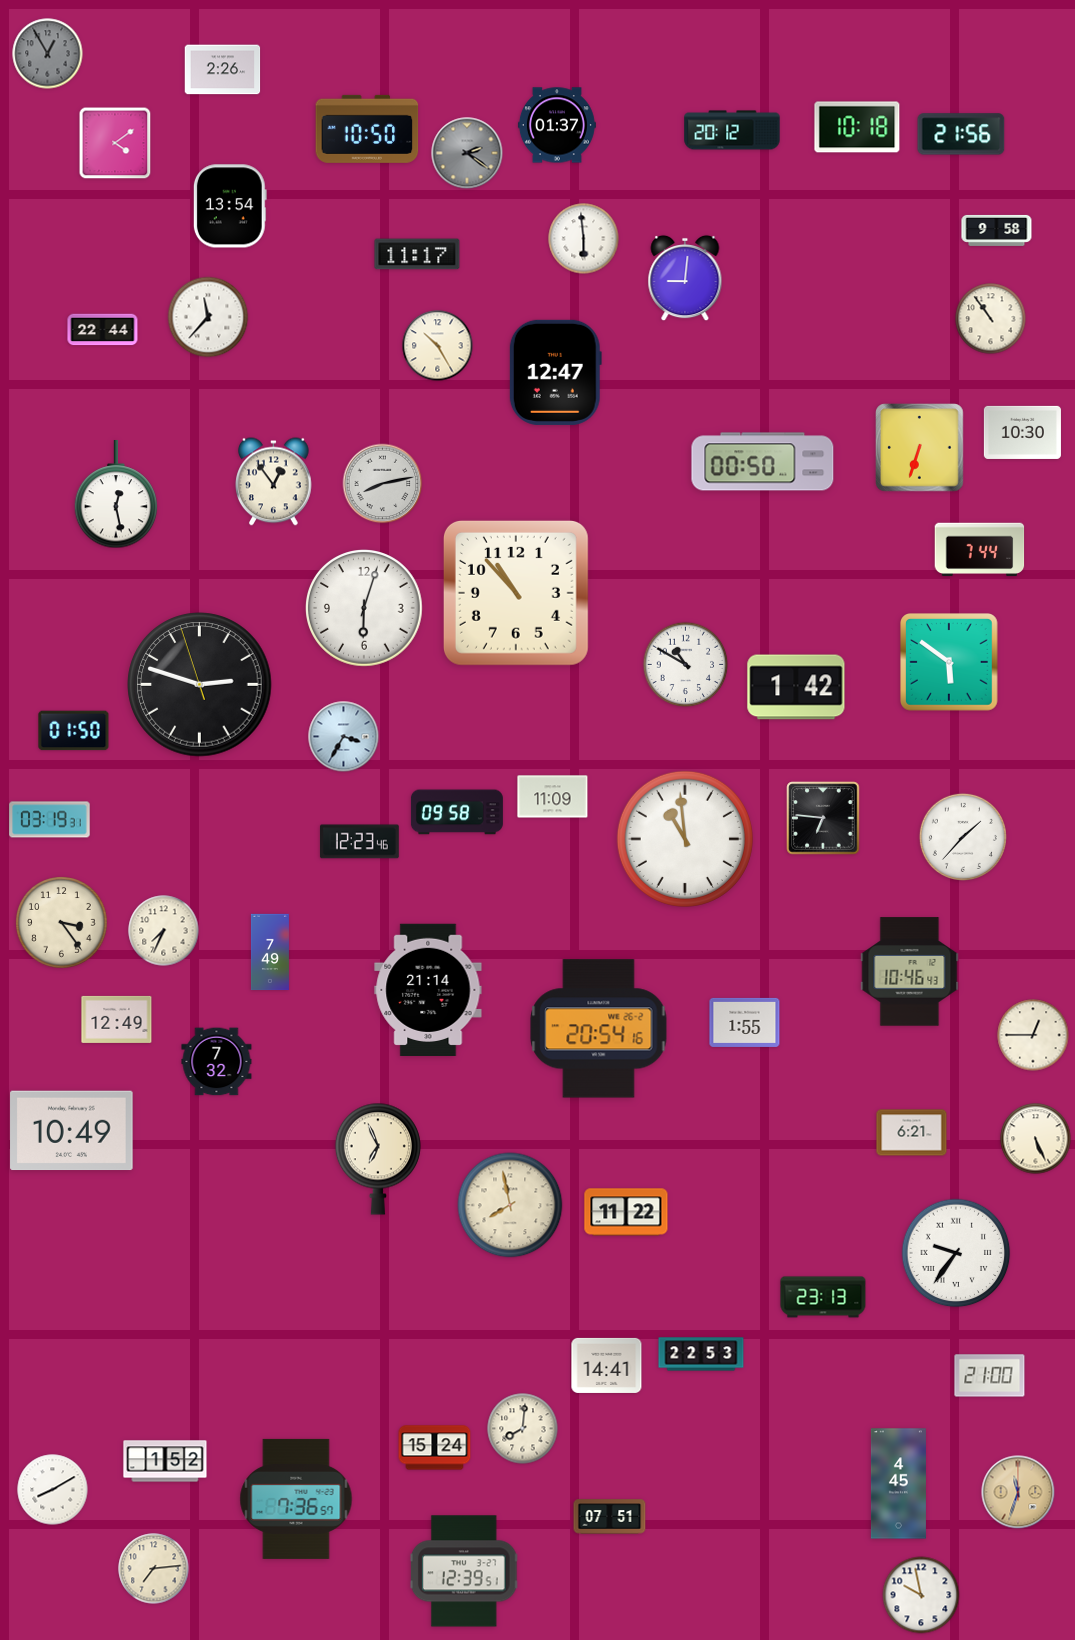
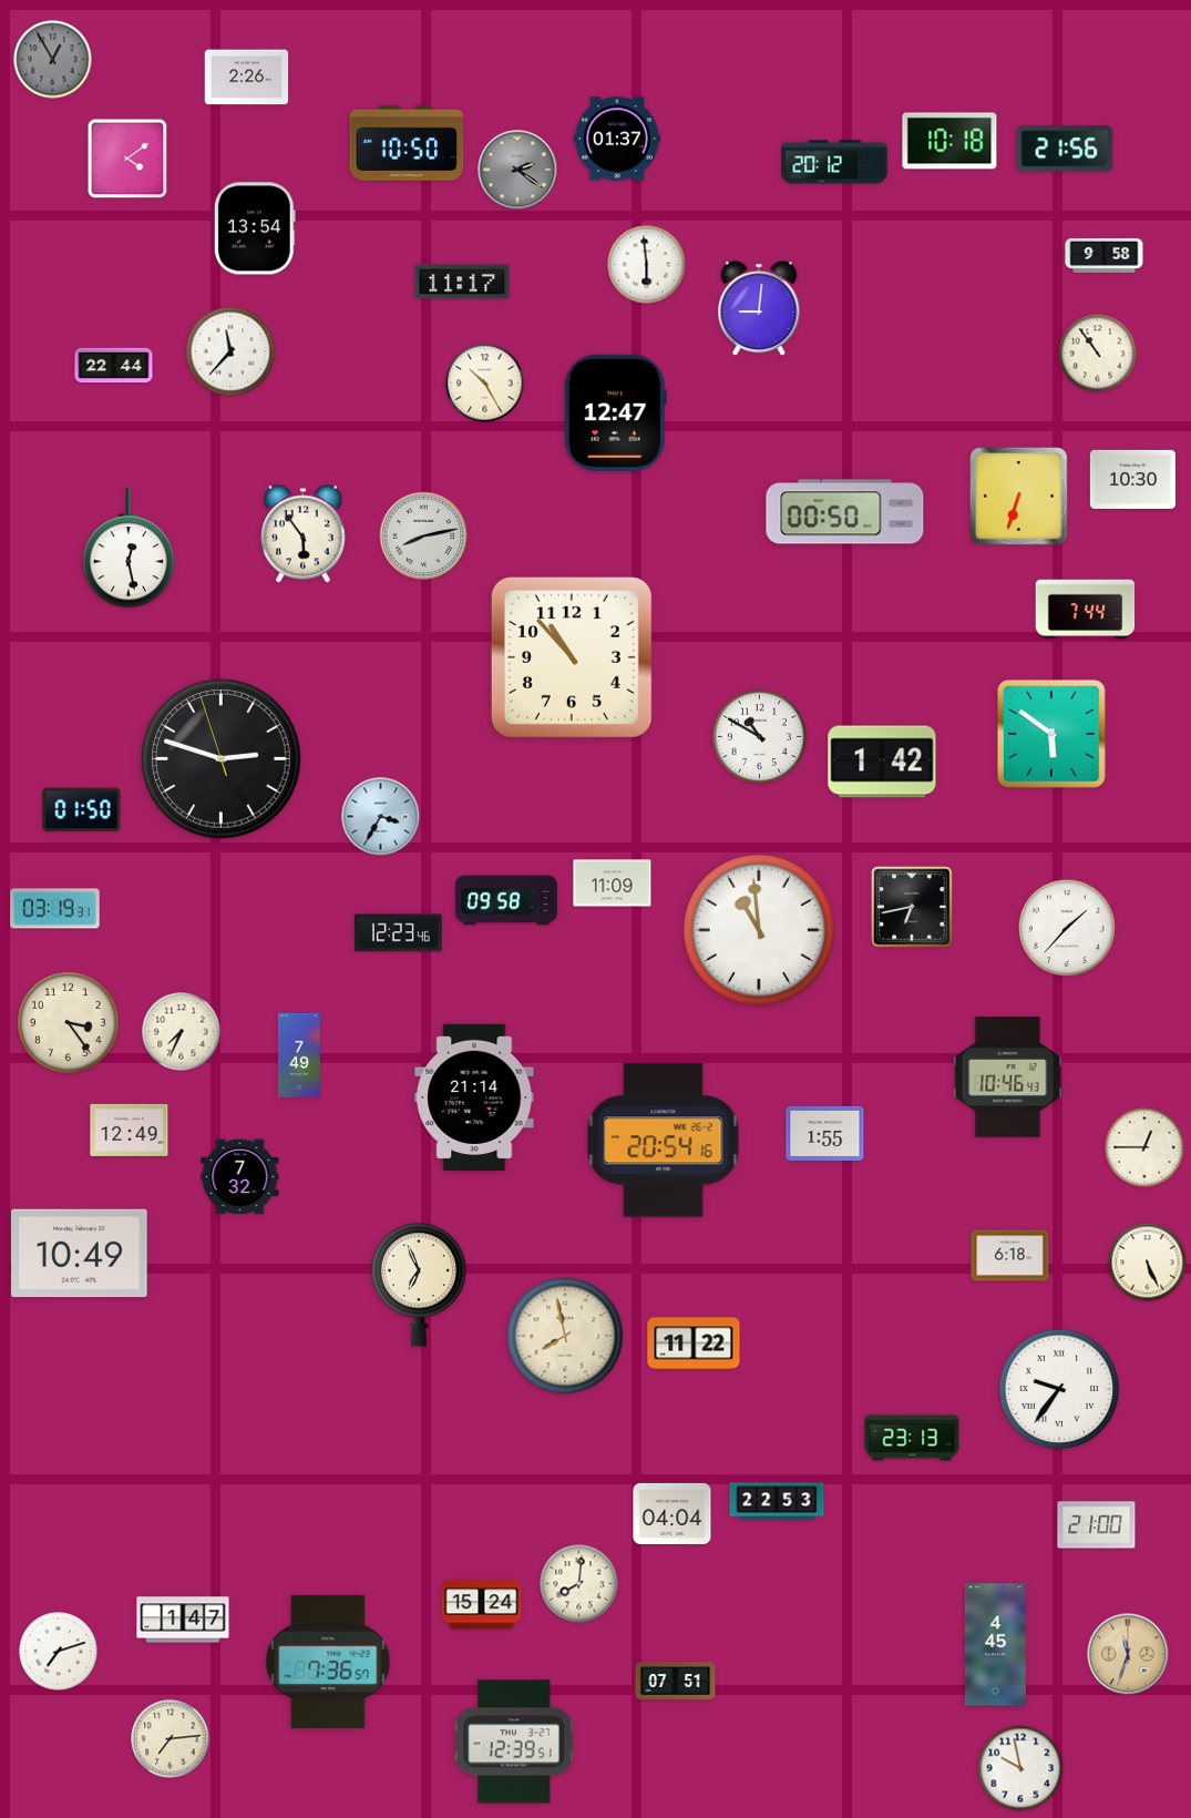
clock at (732, 130) position: (732, 130) -> (834, 162)
clock at (274, 482): 12:54 -> 5:54
clock at (365, 609): 6:03 -> none
clock at (823, 818): 6:46 -> 6:43
clock at (912, 1133): 6:21 -> 6:18
clock at (607, 1365): 14:41 -> 04:04
clock at (165, 1461): 1:52 -> 1:47
clock at (53, 1490): 8:10 -> 7:12
